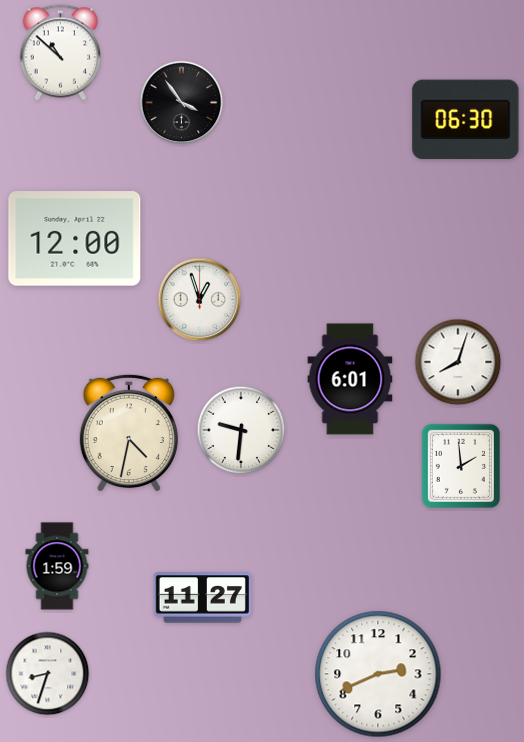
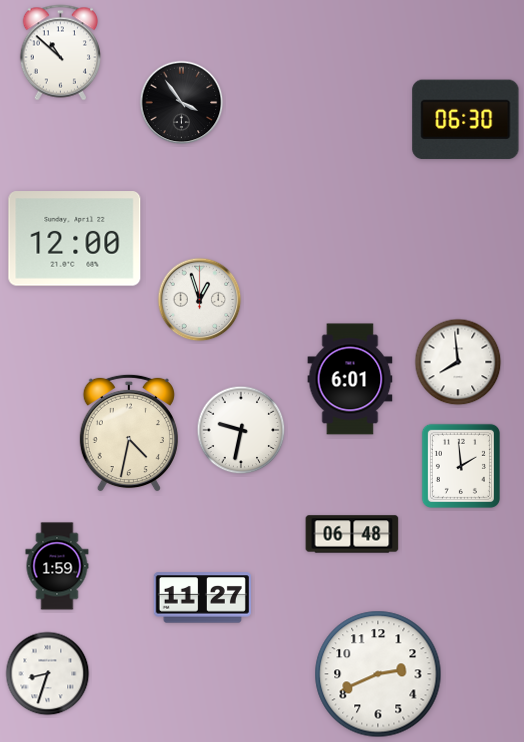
clock at (458, 362): 8:03 -> 7:59
clock at (241, 430): 9:31 -> 9:32
clock at (352, 534): none -> 06:48
